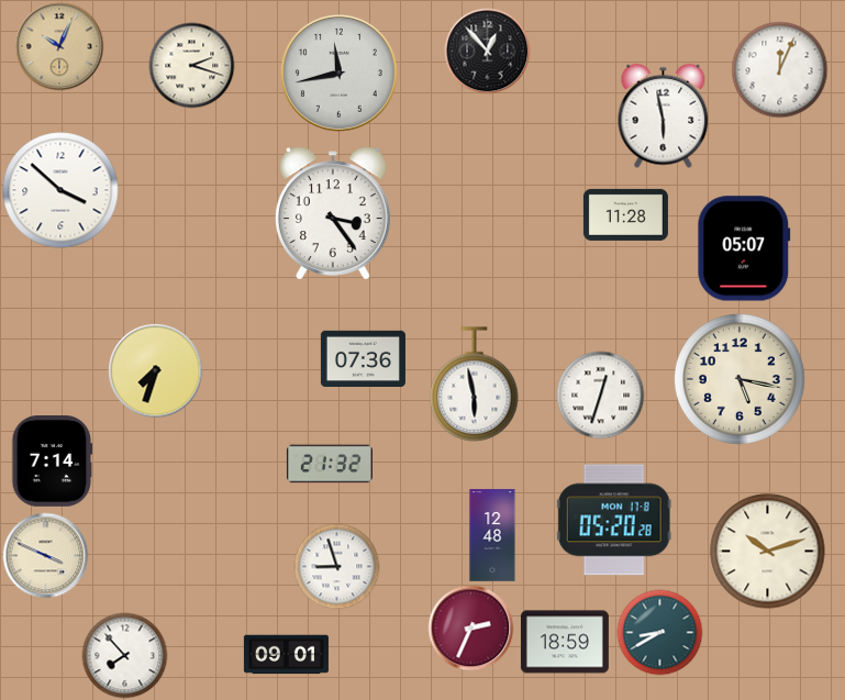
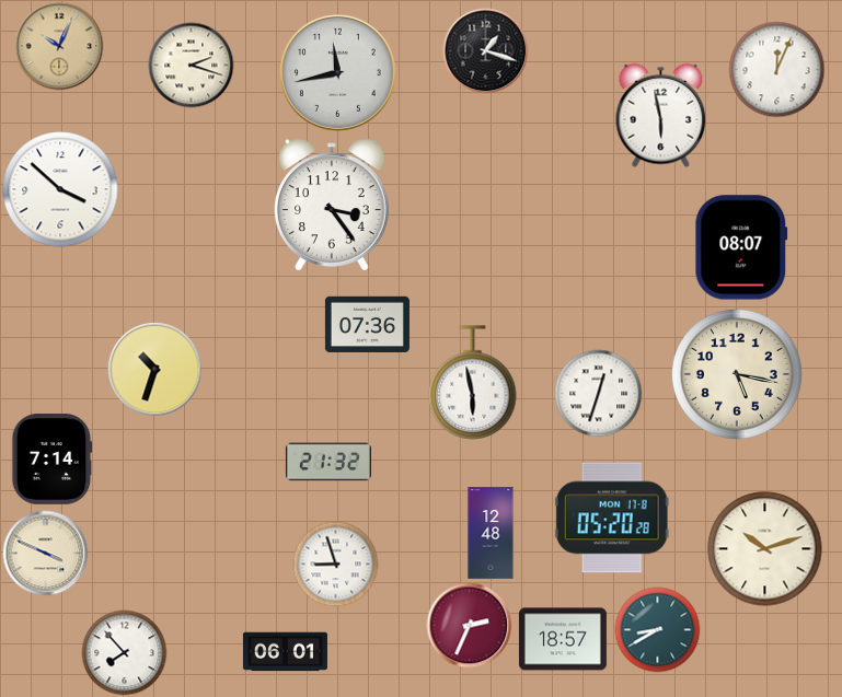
clock at (487, 51): 12:53 -> 1:18
clock at (333, 213) position: (333, 213) -> (332, 205)
clock at (625, 214): 11:28 -> none
clock at (744, 248): 05:07 -> 08:07
clock at (363, 358) position: (363, 358) -> (367, 324)
clock at (155, 370): 7:33 -> 10:33
clock at (740, 379) position: (740, 379) -> (737, 374)
clock at (565, 642): 18:59 -> 18:57
clock at (286, 655): 09:01 -> 06:01
